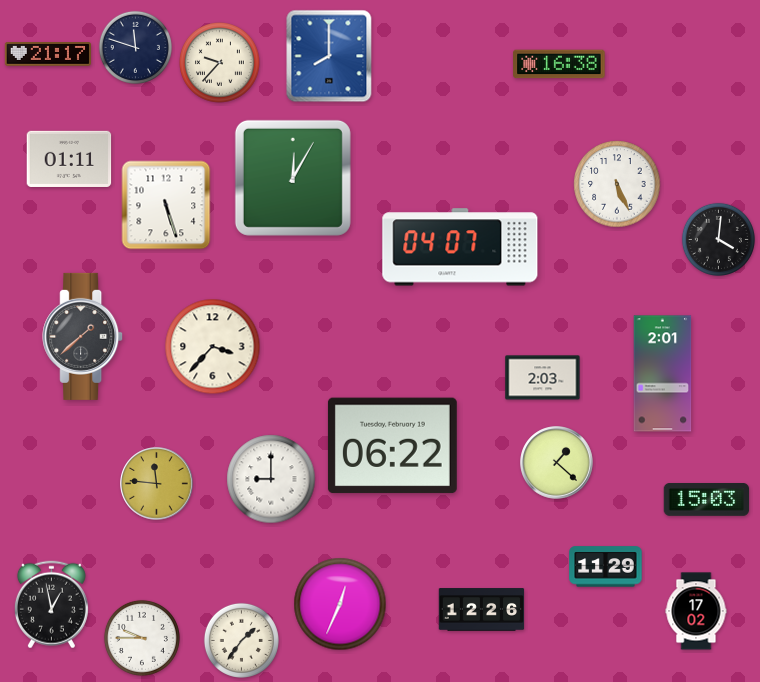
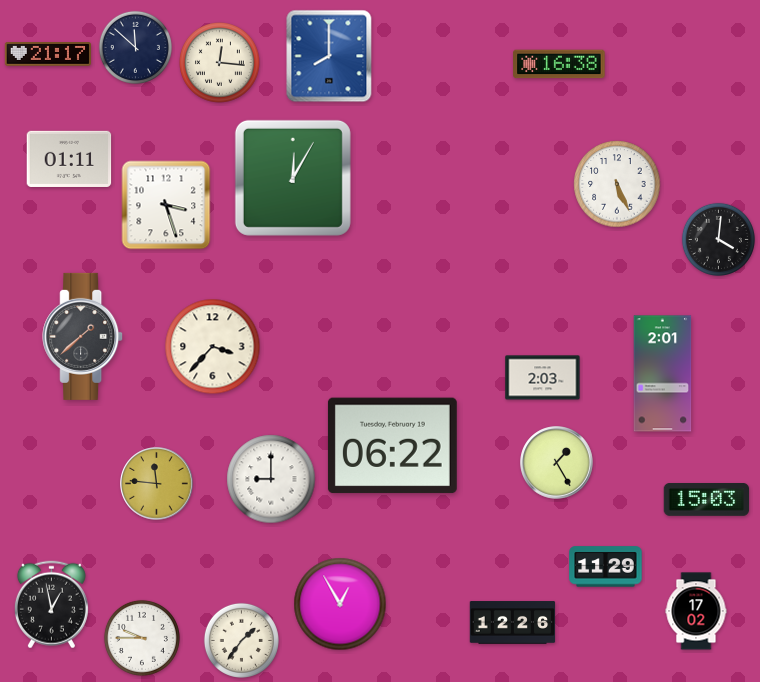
clock at (135, 47): 11:48 -> 11:52
clock at (220, 63): 9:37 -> 12:16
clock at (166, 205): 5:27 -> 3:27
clock at (460, 247): 04:07 -> none
clock at (557, 463): 1:22 -> 1:25
clock at (340, 604): 12:34 -> 12:55
clock at (482, 610) position: (482, 610) -> (513, 623)
